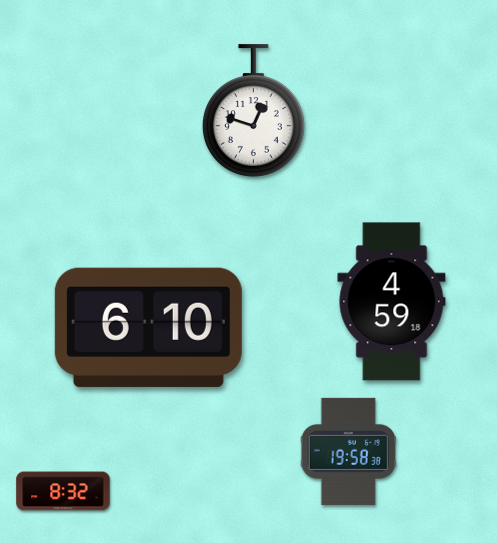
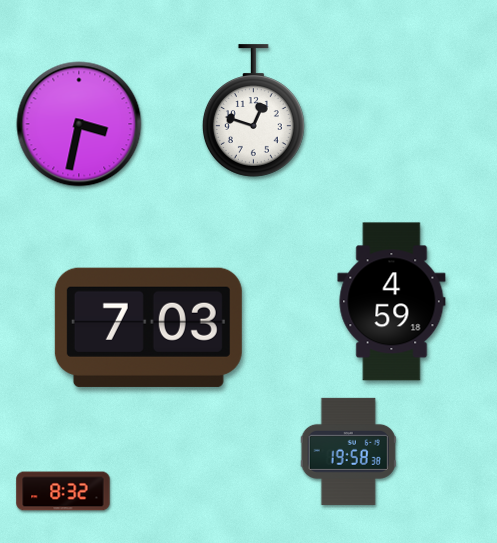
clock at (79, 124): none -> 3:32
clock at (148, 327): 6:10 -> 7:03
